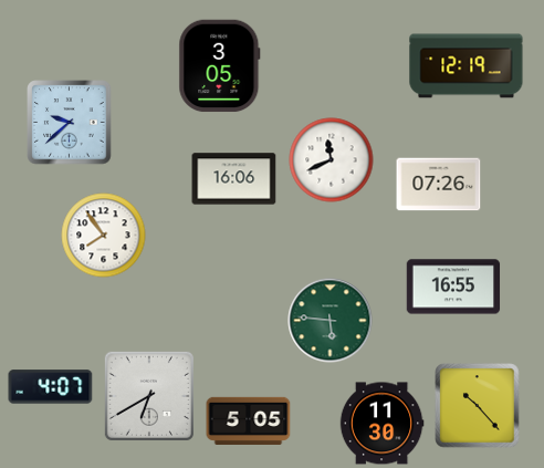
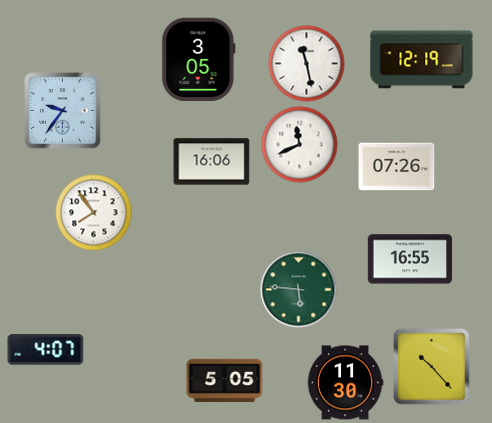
clock at (307, 64): none -> 11:28
clock at (70, 123): 9:38 -> 9:36
clock at (149, 396): 6:40 -> none
